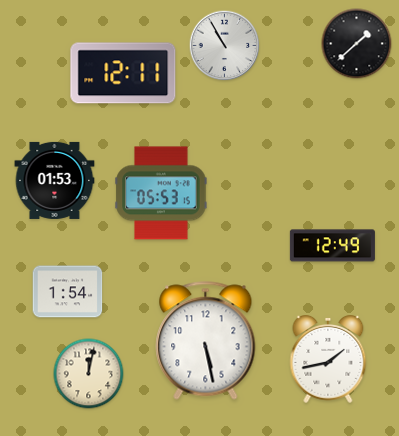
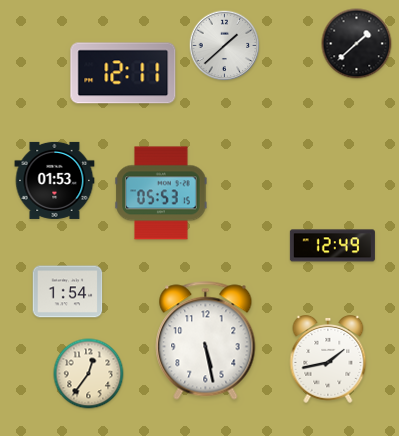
clock at (225, 46): 10:55 -> 1:38
clock at (89, 374): 12:02 -> 12:36
